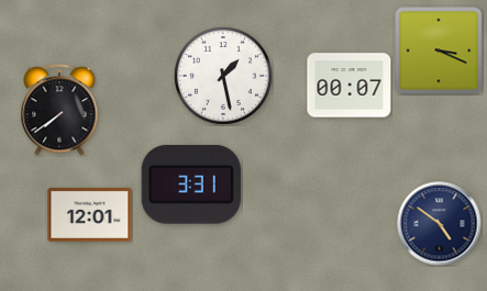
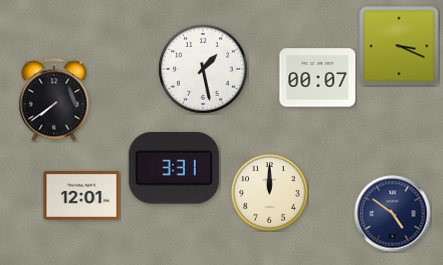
clock at (270, 193): none -> 12:00
clock at (440, 224) position: (440, 224) -> (393, 214)
